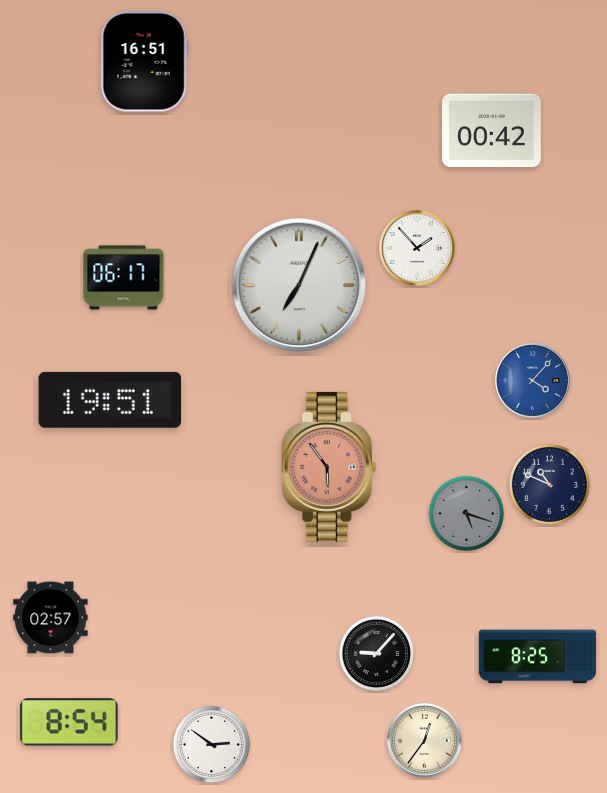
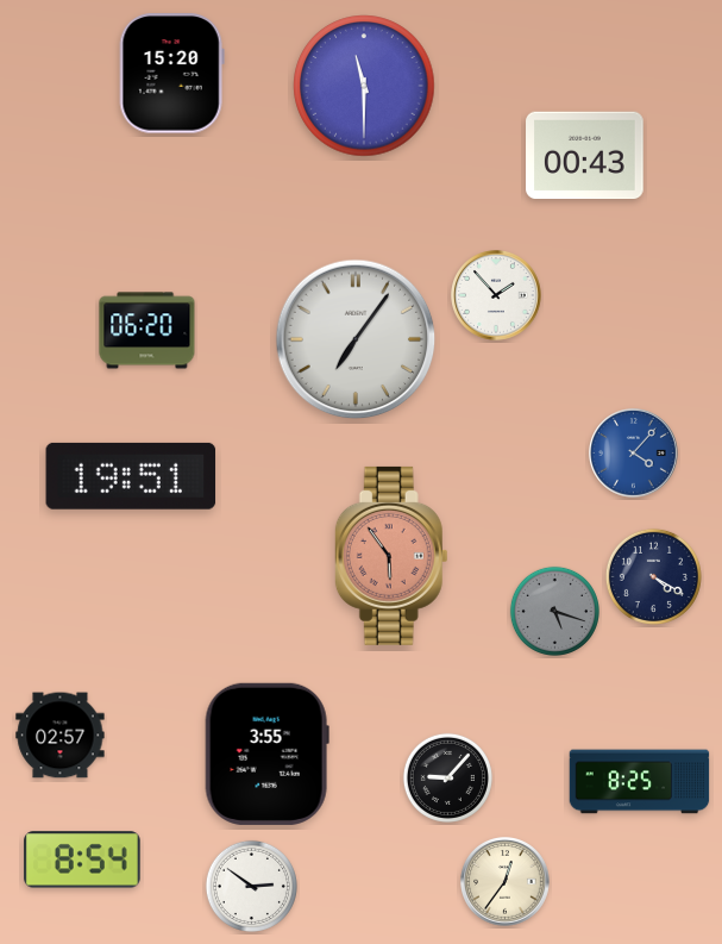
clock at (144, 62): 16:51 -> 15:20
clock at (364, 86): none -> 11:30
clock at (492, 131): 00:42 -> 00:43
clock at (124, 278): 06:17 -> 06:20
clock at (299, 285): 7:04 -> 7:06
clock at (549, 484): 10:49 -> 4:20
clock at (266, 754): none -> 3:55
